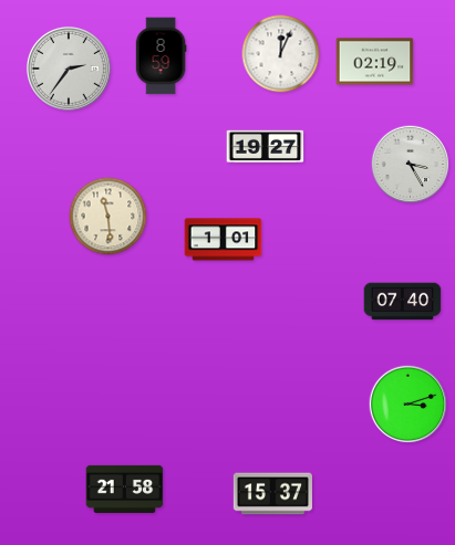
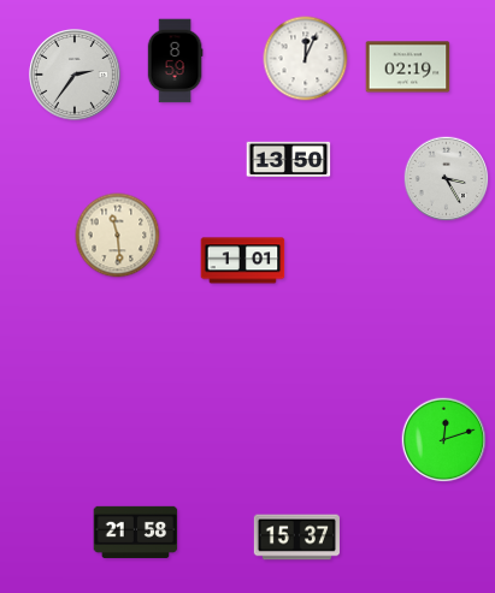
clock at (266, 147): 19:27 -> 13:50
clock at (403, 302): 07:40 -> none
clock at (409, 405): 3:12 -> 12:12
